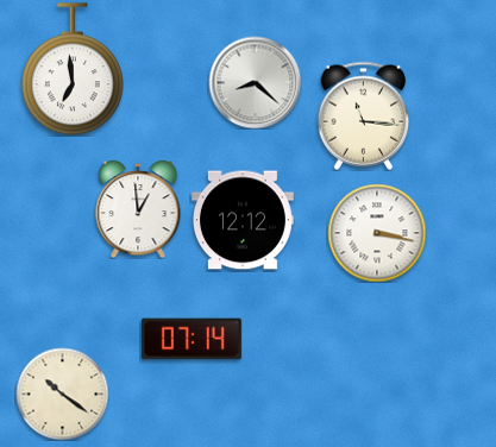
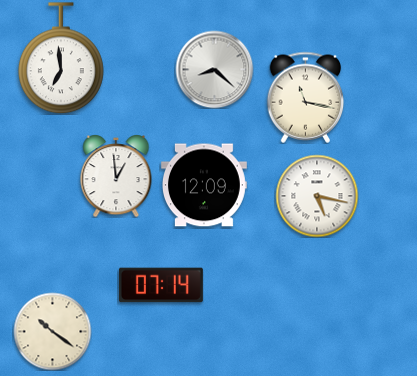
clock at (364, 115): 11:16 -> 11:17
clock at (243, 220): 12:12 -> 12:09
clock at (377, 233): 3:17 -> 5:17
